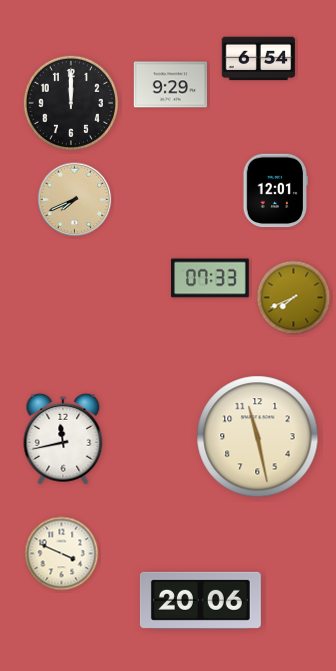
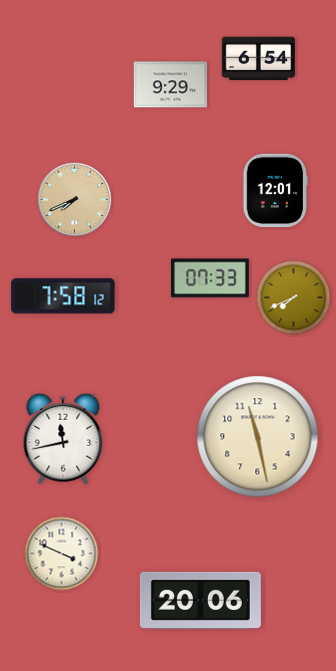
clock at (70, 102): 12:00 -> none
clock at (63, 296): none -> 7:58
